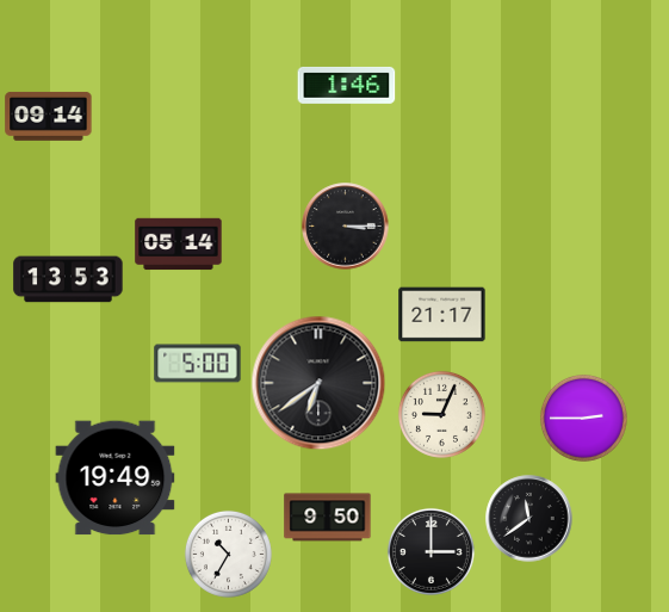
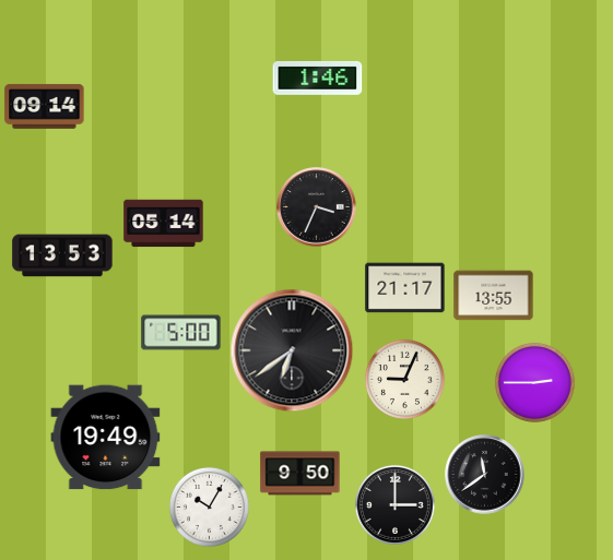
clock at (346, 227): 3:15 -> 3:34
clock at (494, 296): none -> 13:55
clock at (228, 554): 10:35 -> 10:05
